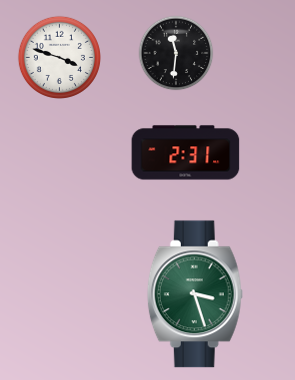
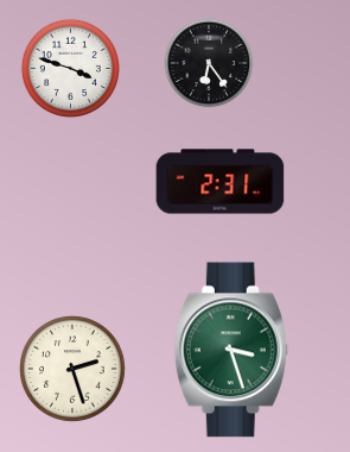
clock at (176, 53): 11:31 -> 6:24
clock at (72, 369): none -> 2:27
